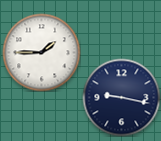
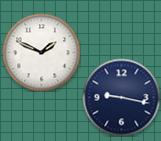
clock at (41, 52): 1:45 -> 1:49
